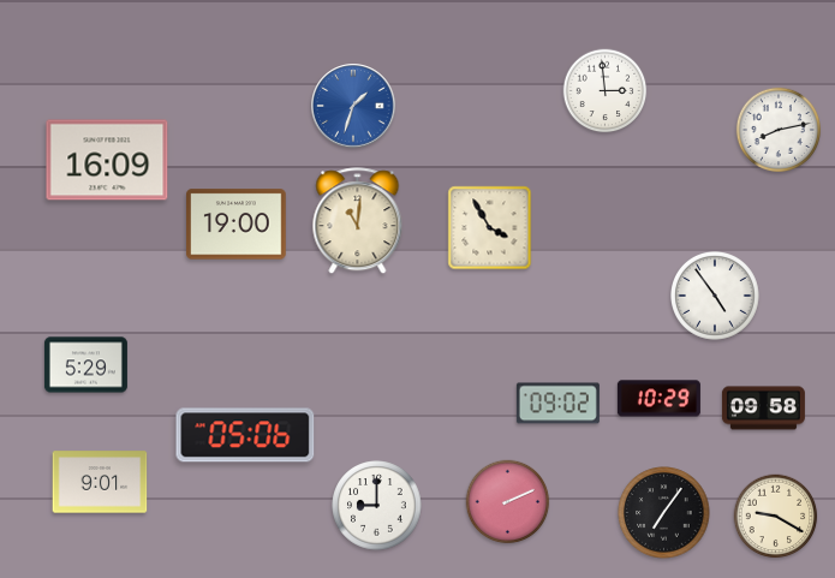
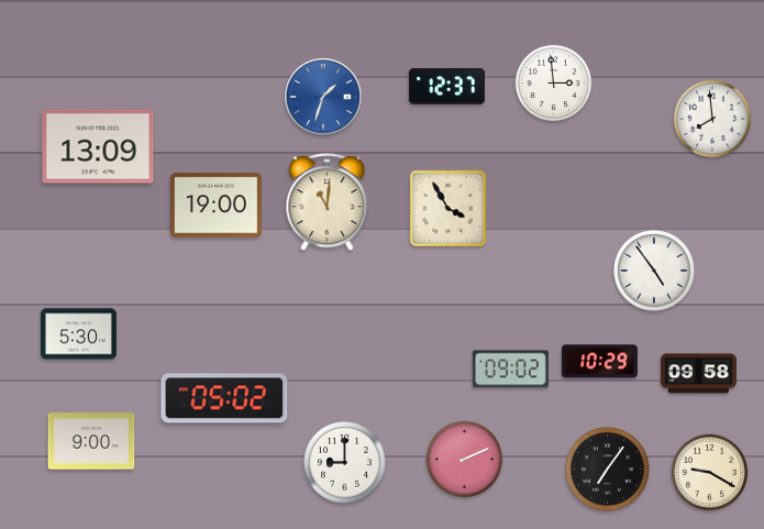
clock at (446, 87): none -> 12:37
clock at (779, 130): 8:13 -> 7:59
clock at (107, 160): 16:09 -> 13:09
clock at (85, 365): 5:29 -> 5:30
clock at (658, 399) position: (658, 399) -> (599, 362)
clock at (245, 435): 05:06 -> 05:02
clock at (100, 482): 9:01 -> 9:00
